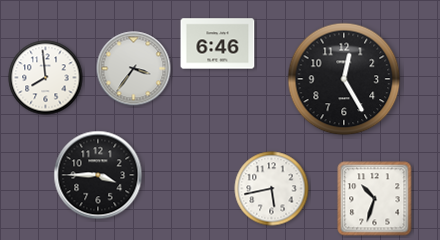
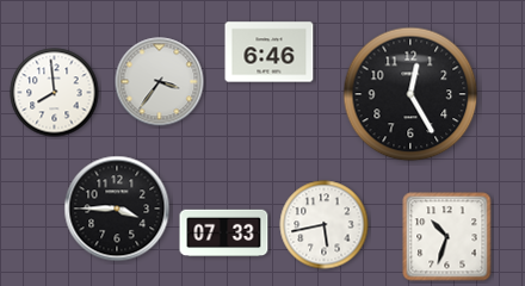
clock at (218, 44) position: (218, 44) -> (270, 52)
clock at (224, 234): none -> 07:33
